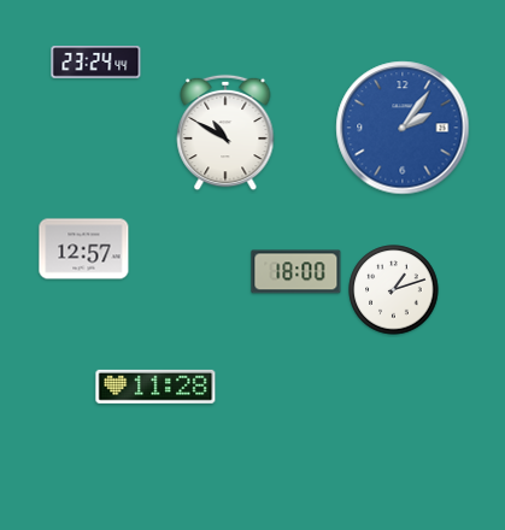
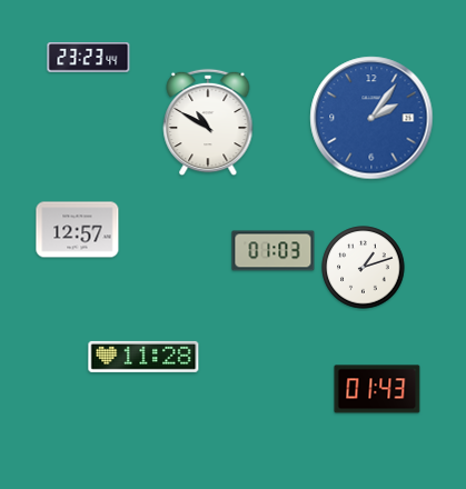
clock at (96, 63): 23:24 -> 23:23
clock at (296, 272): 18:00 -> 01:03
clock at (377, 389): none -> 01:43
